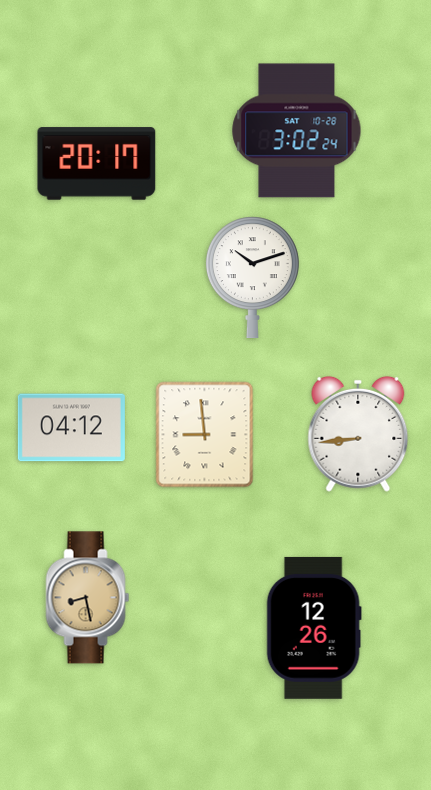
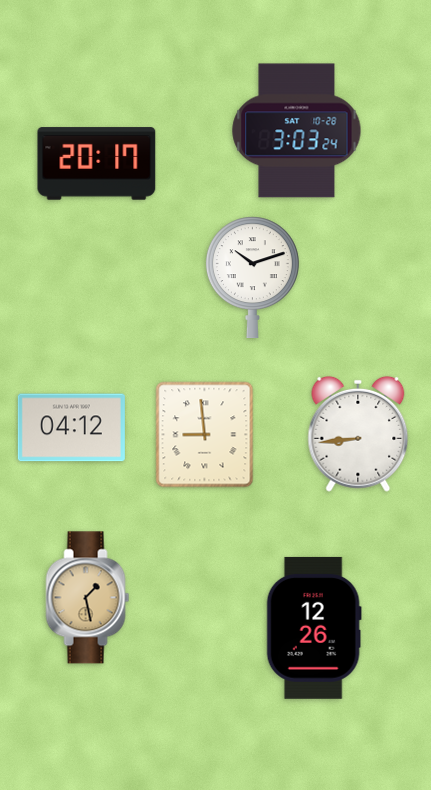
clock at (297, 131): 3:02 -> 3:03
clock at (88, 598): 8:28 -> 1:28
